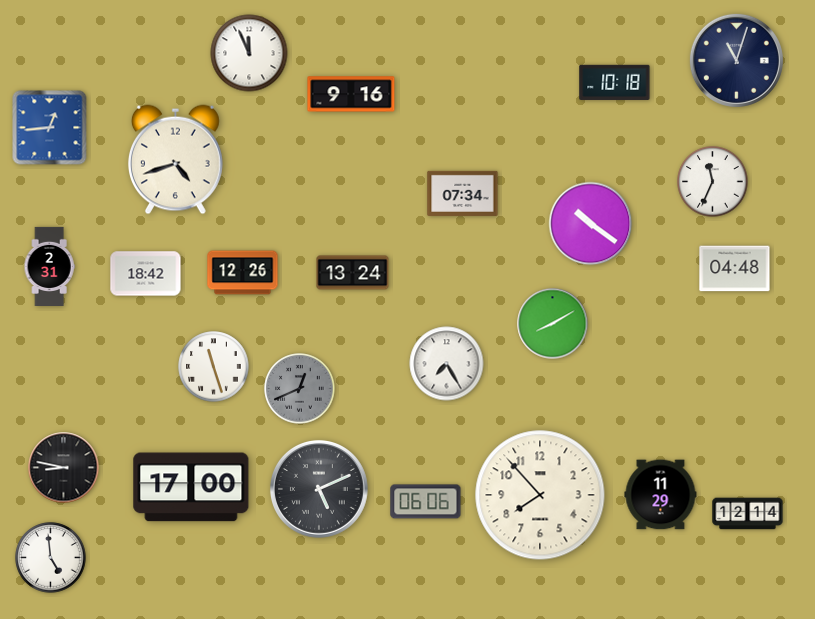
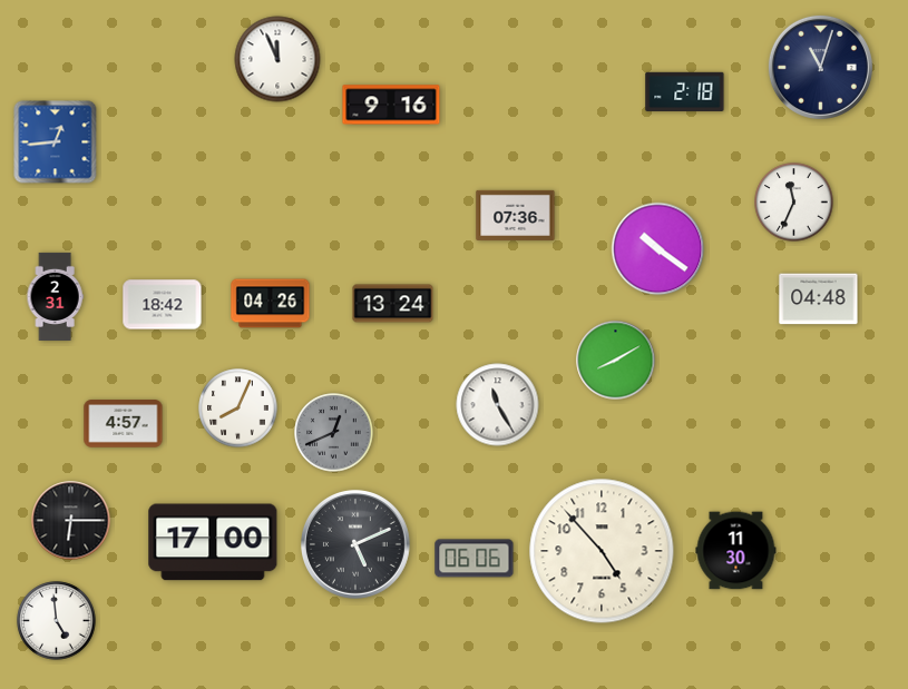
clock at (615, 82): 10:18 -> 2:18
clock at (175, 160): 4:42 -> none
clock at (463, 193): 07:34 -> 07:36
clock at (243, 273): 12:26 -> 04:26
clock at (447, 364): 7:25 -> 11:25
clock at (214, 367): 11:27 -> 8:04
clock at (124, 424): none -> 4:57
clock at (64, 468): 8:47 -> 6:15
clock at (540, 495): 7:53 -> 4:53
clock at (661, 495): 11:29 -> 11:30
clock at (748, 514): 12:14 -> none
